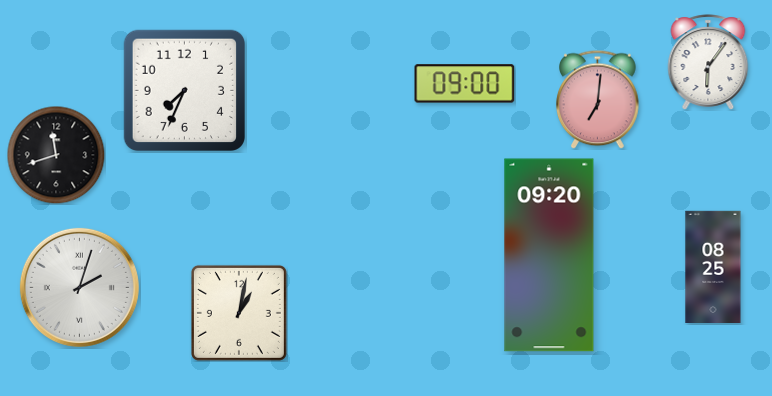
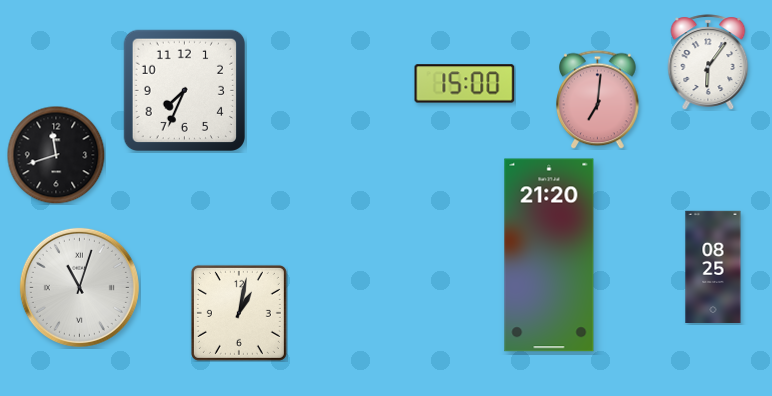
clock at (465, 84): 09:00 -> 15:00
clock at (549, 255): 09:20 -> 21:20
clock at (79, 287): 2:03 -> 11:03
